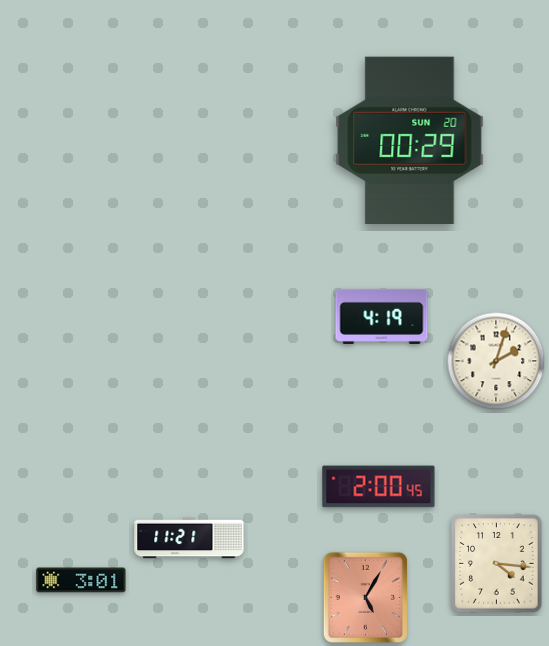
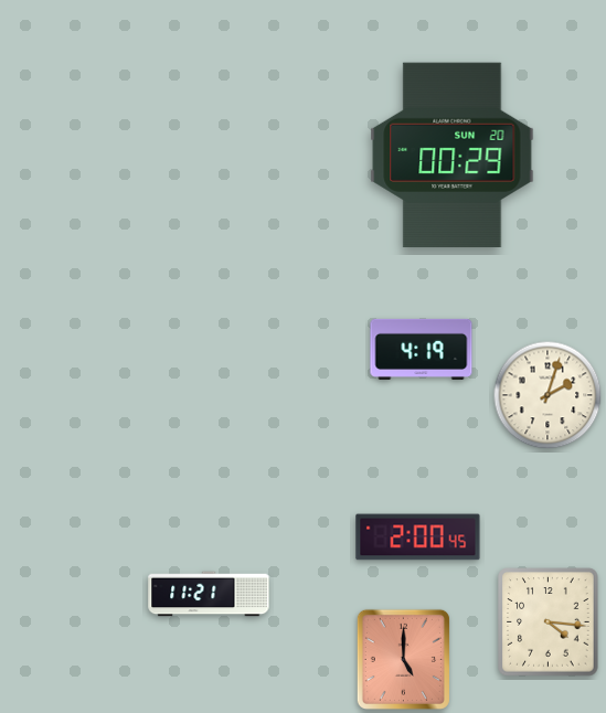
clock at (496, 361) position: (496, 361) -> (547, 395)
clock at (81, 580): 3:01 -> none
clock at (365, 597): 5:05 -> 5:00
